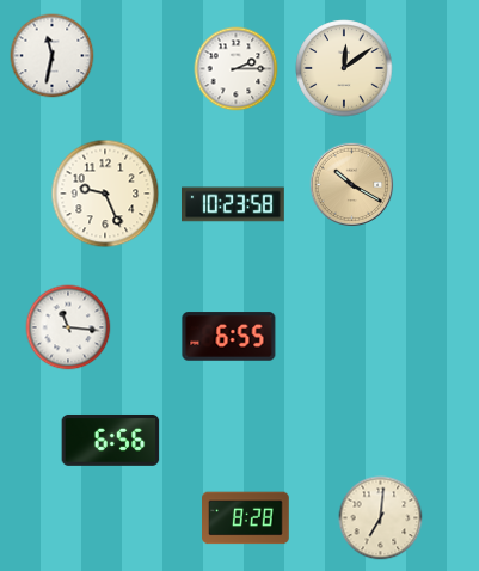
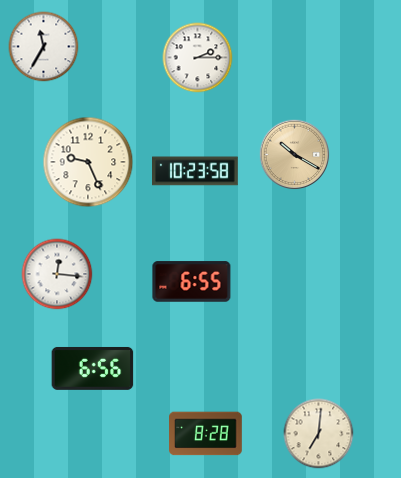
clock at (53, 56): 11:32 -> 11:35
clock at (344, 68): 12:09 -> none
clock at (68, 327): 11:16 -> 12:16
